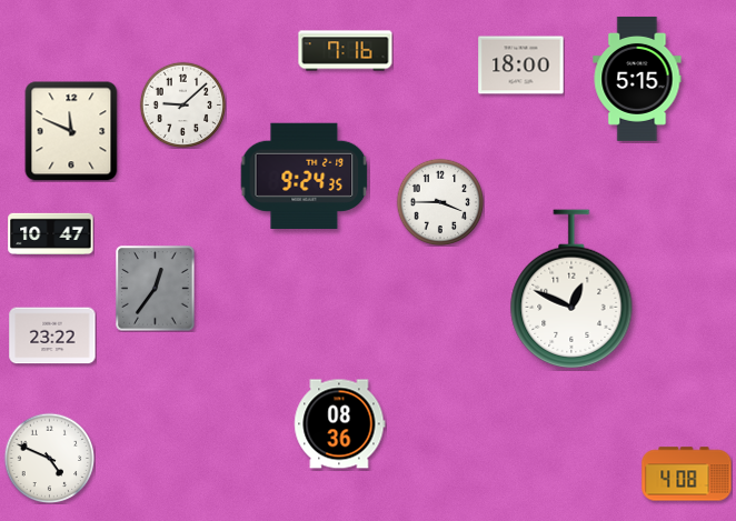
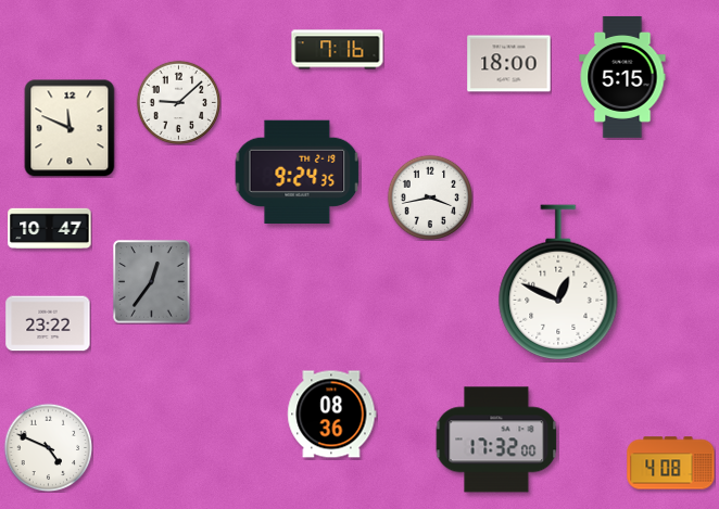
clock at (440, 202): 3:45 -> 3:43
clock at (52, 335) position: (52, 335) -> (48, 323)
clock at (496, 440): none -> 17:32
